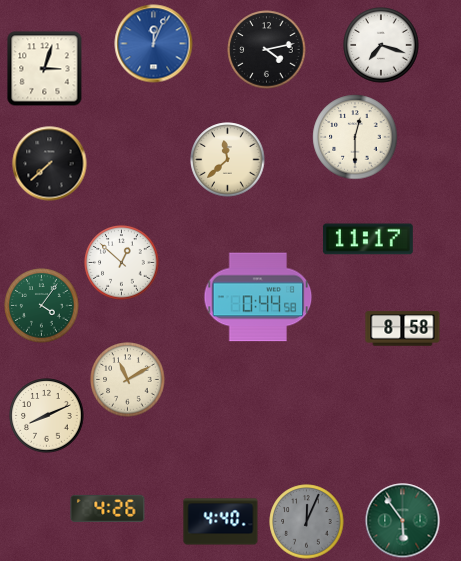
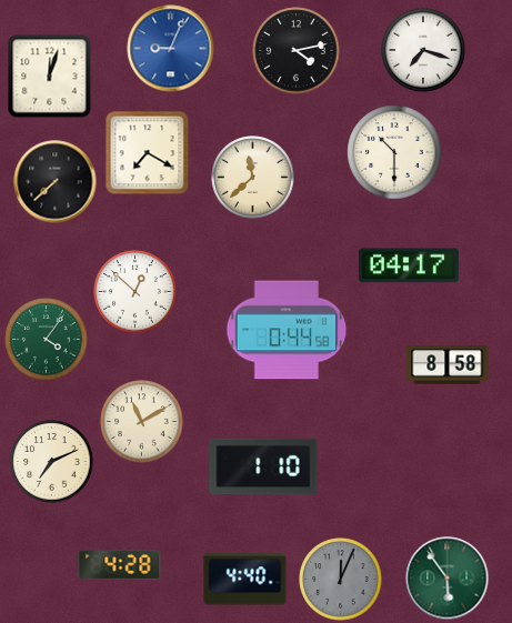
clock at (154, 44): 12:04 -> 9:04
clock at (267, 50) position: (267, 50) -> (297, 51)
clock at (45, 69): 3:03 -> 12:03
clock at (355, 137): 12:30 -> 10:30
clock at (148, 153): none -> 7:20
clock at (368, 239): 11:17 -> 04:17
clock at (47, 416): 8:11 -> 7:11
clock at (263, 466): none -> 1:10
clock at (108, 508): 4:26 -> 4:28
